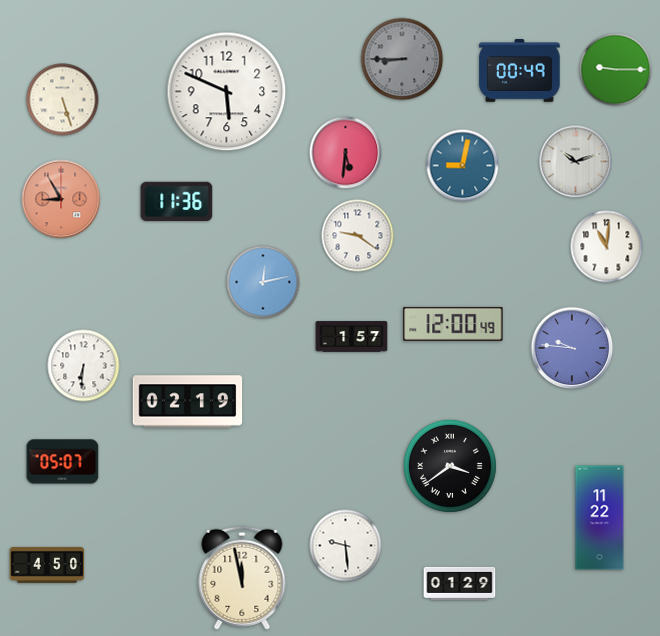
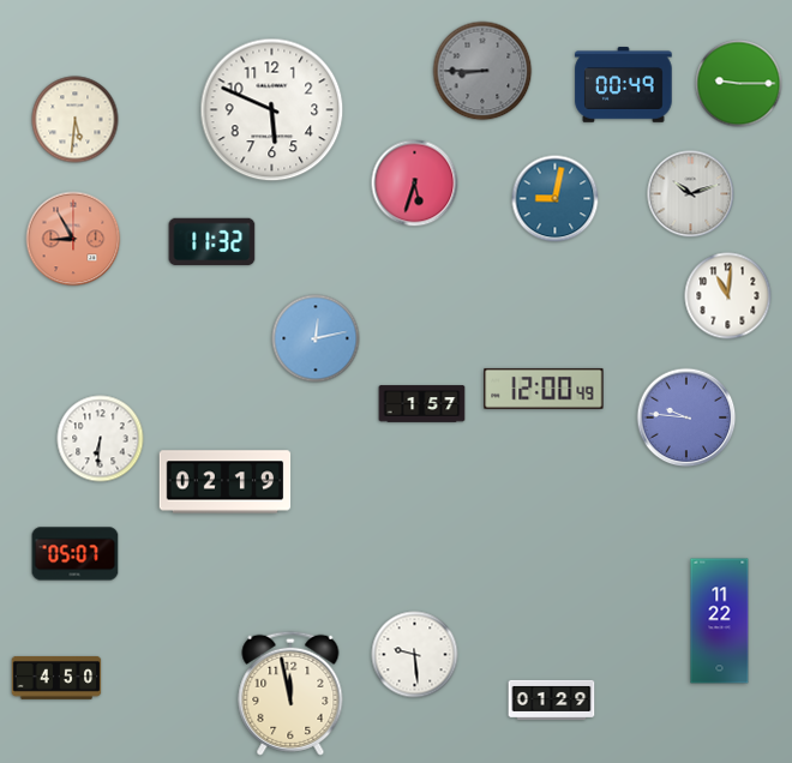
clock at (63, 100): 5:27 -> 5:31
clock at (346, 153): 5:31 -> 5:33
clock at (177, 202): 11:36 -> 11:32
clock at (358, 236): 9:21 -> none
clock at (450, 466): 3:39 -> none
